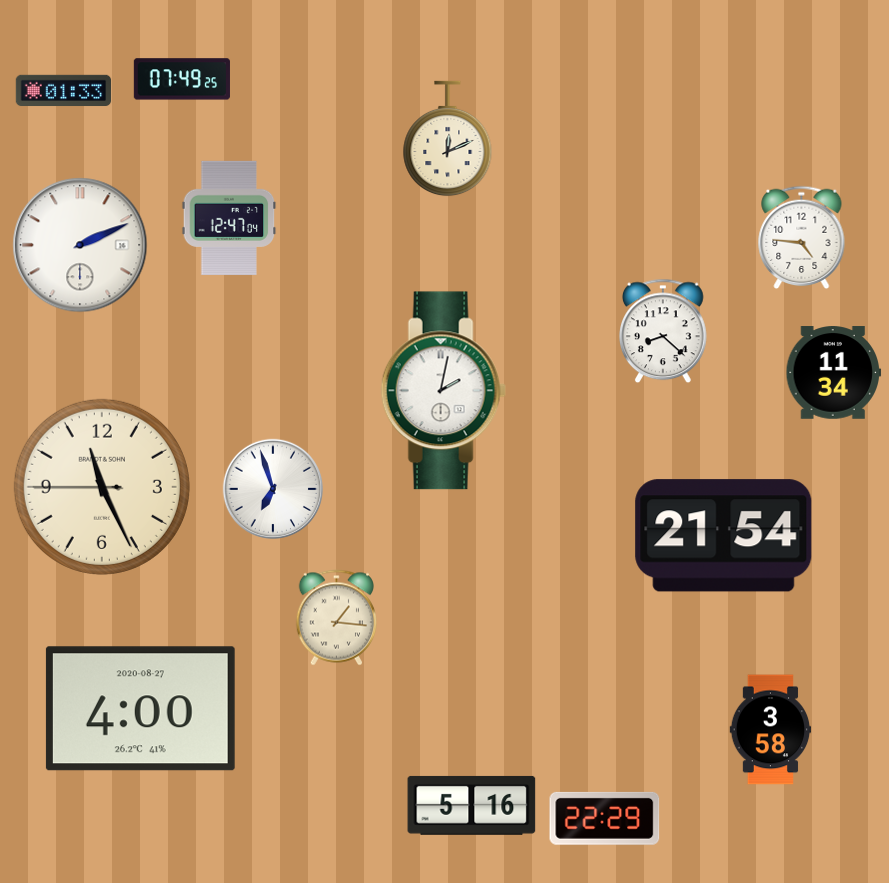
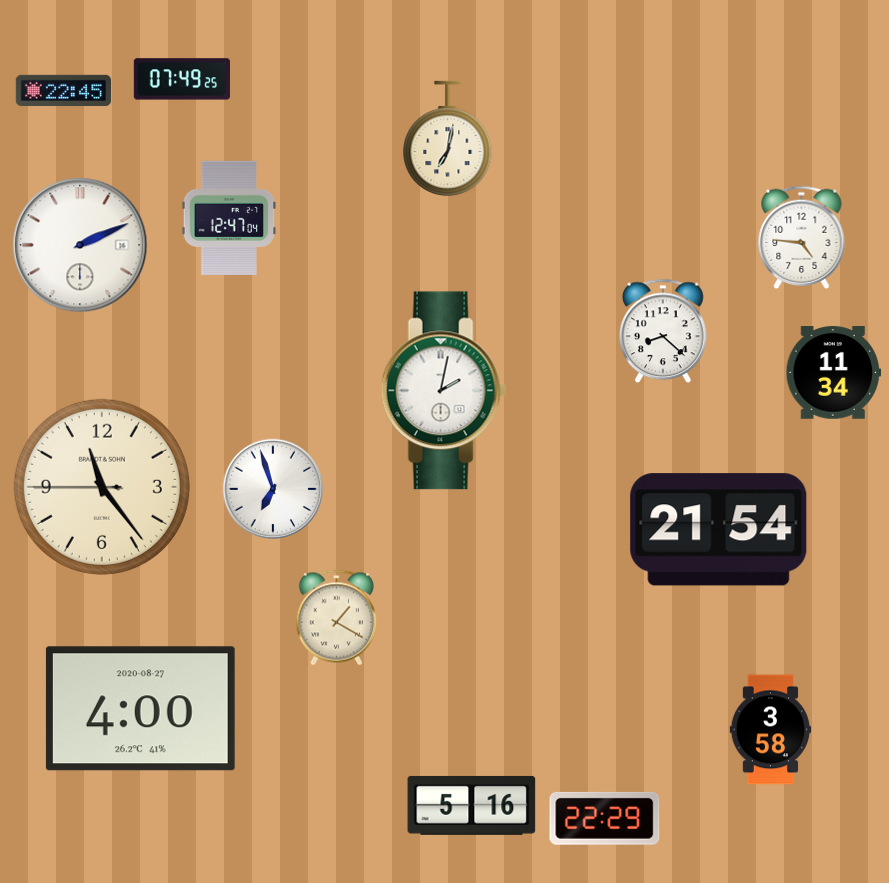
clock at (64, 91): 01:33 -> 22:45
clock at (448, 139): 12:11 -> 7:02
clock at (102, 487): 11:25 -> 11:23
clock at (724, 536) position: (724, 536) -> (719, 530)
clock at (336, 618): 1:16 -> 1:20
